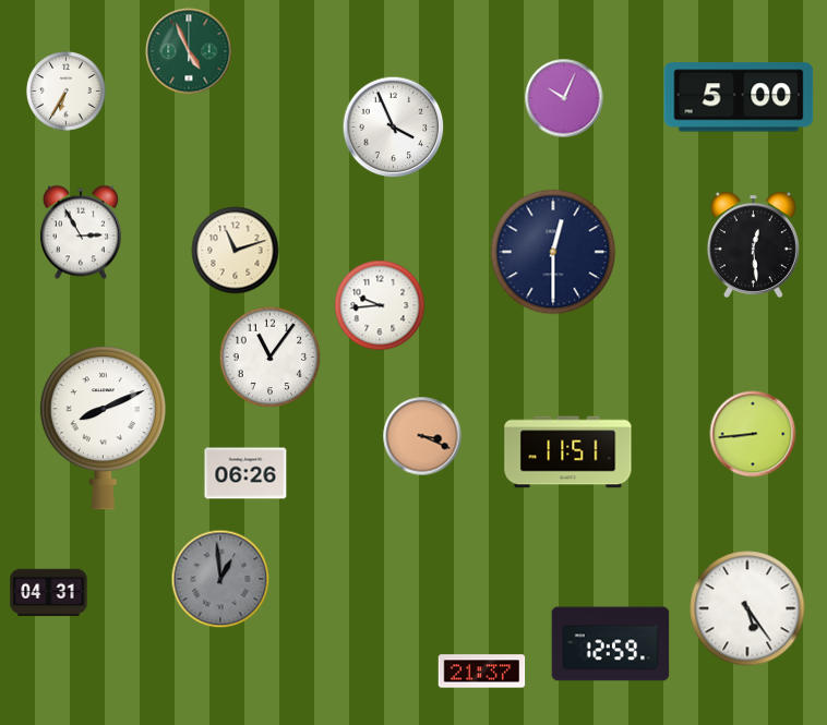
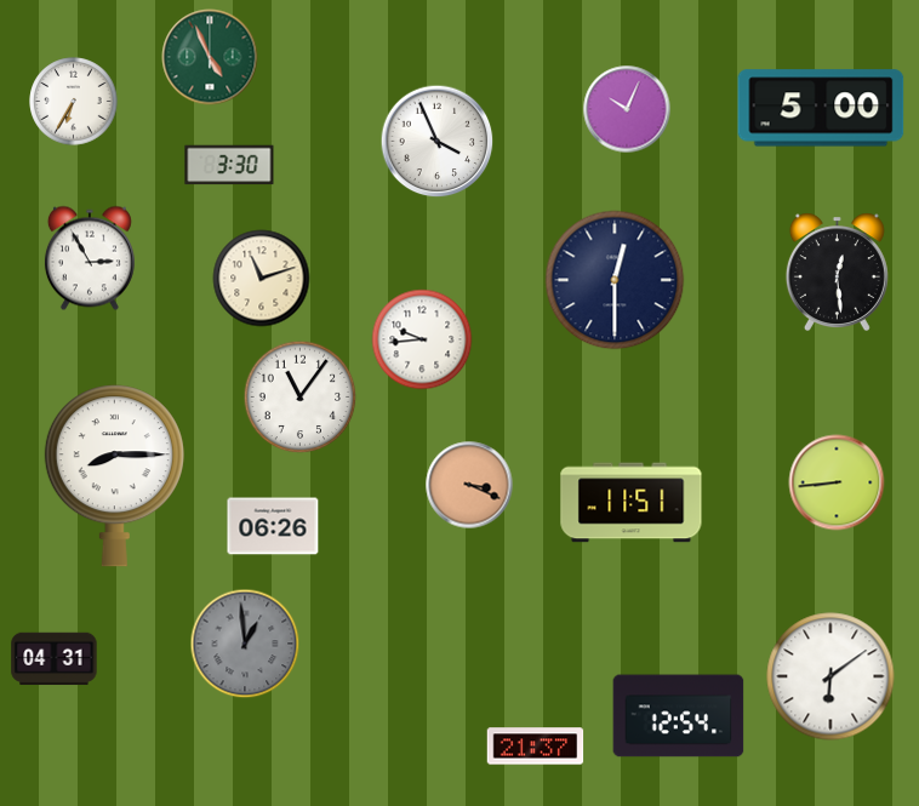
clock at (229, 165): none -> 3:30
clock at (103, 428): 8:11 -> 8:15
clock at (747, 608): 5:24 -> 6:09
clock at (611, 644): 12:59 -> 12:54
